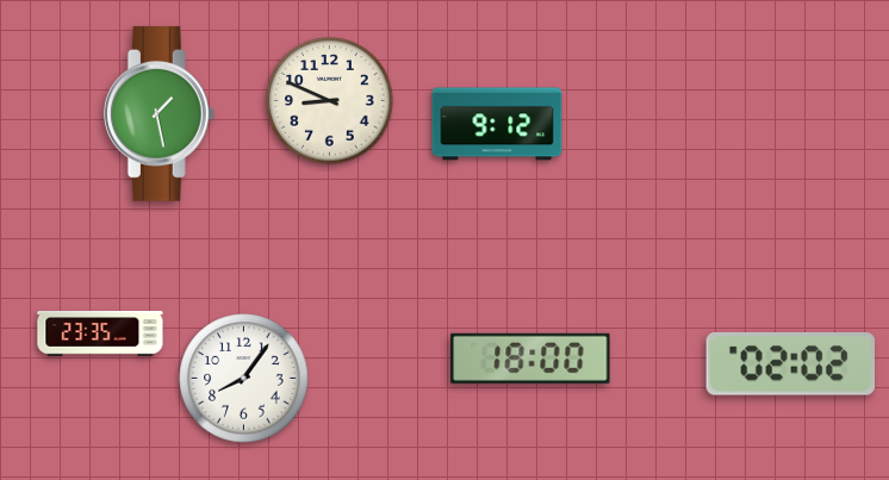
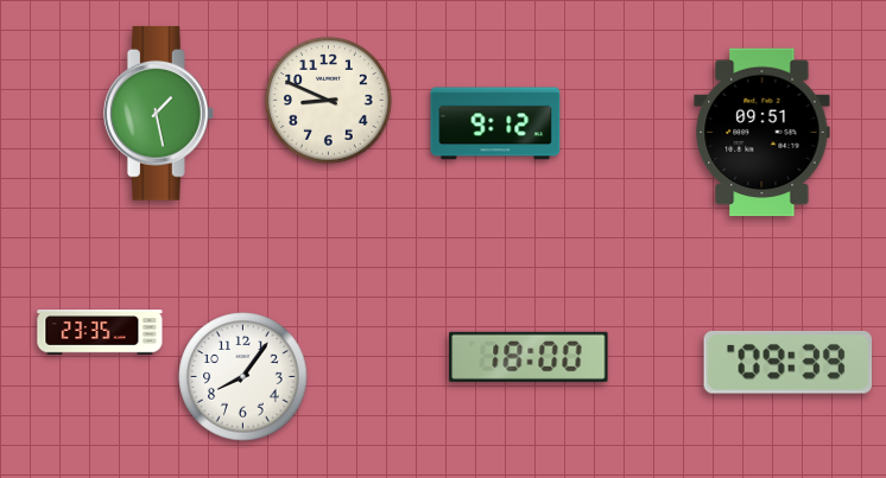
clock at (762, 133): none -> 09:51
clock at (790, 364): 02:02 -> 09:39
